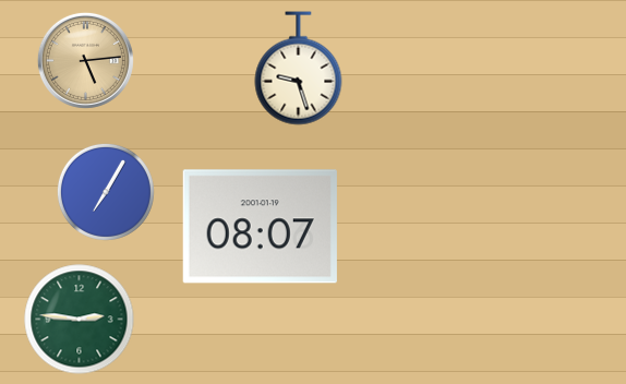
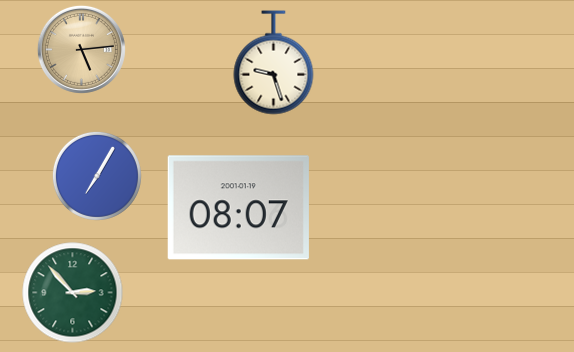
clock at (85, 60) position: (85, 60) -> (81, 49)
clock at (80, 320): 2:46 -> 2:53
